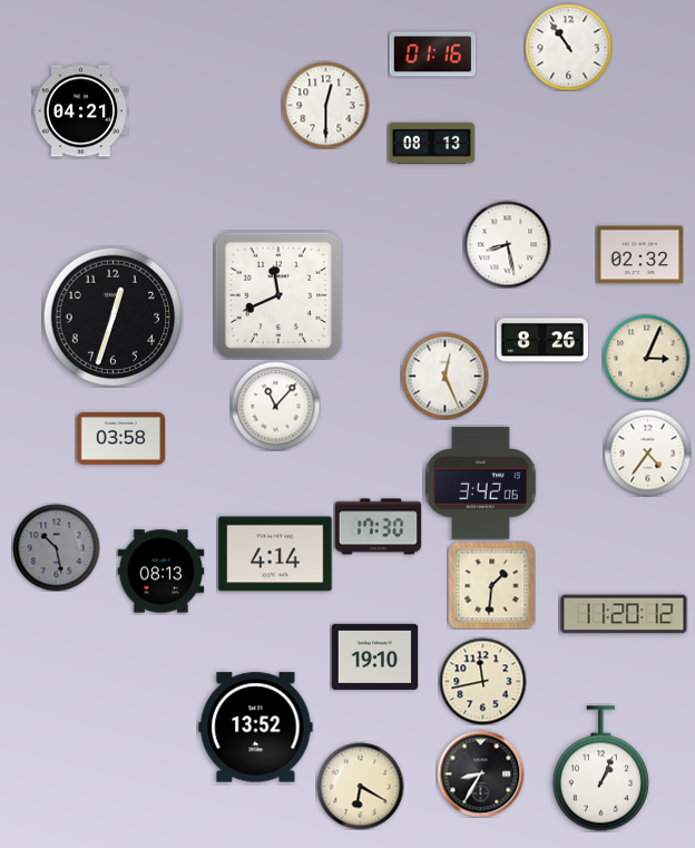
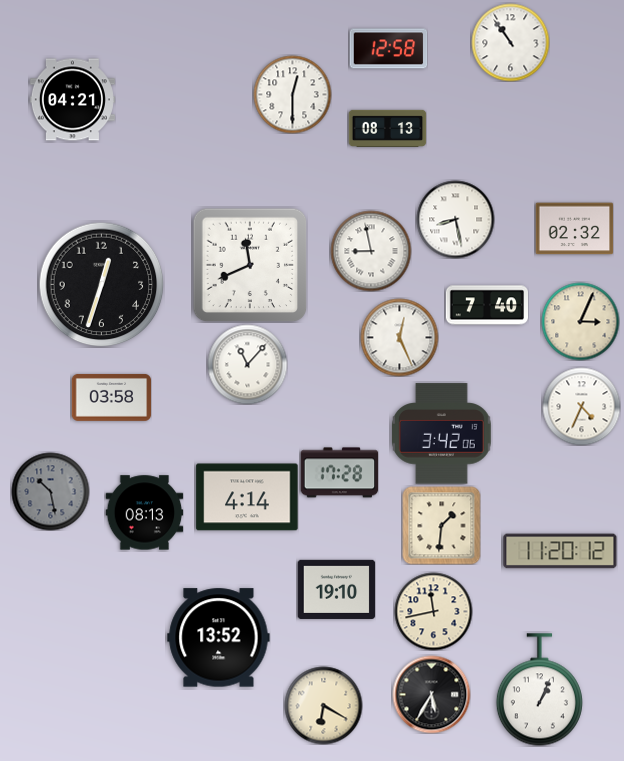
clock at (432, 55): 01:16 -> 12:58
clock at (371, 251): none -> 8:58
clock at (541, 340): 8:26 -> 7:40
clock at (120, 438) position: (120, 438) -> (111, 397)
clock at (647, 452): 4:36 -> 4:34
clock at (481, 484) position: (481, 484) -> (442, 434)
clock at (378, 527): 17:30 -> 17:28
clock at (256, 728) position: (256, 728) -> (219, 638)
clock at (480, 773): 8:35 -> 5:35
